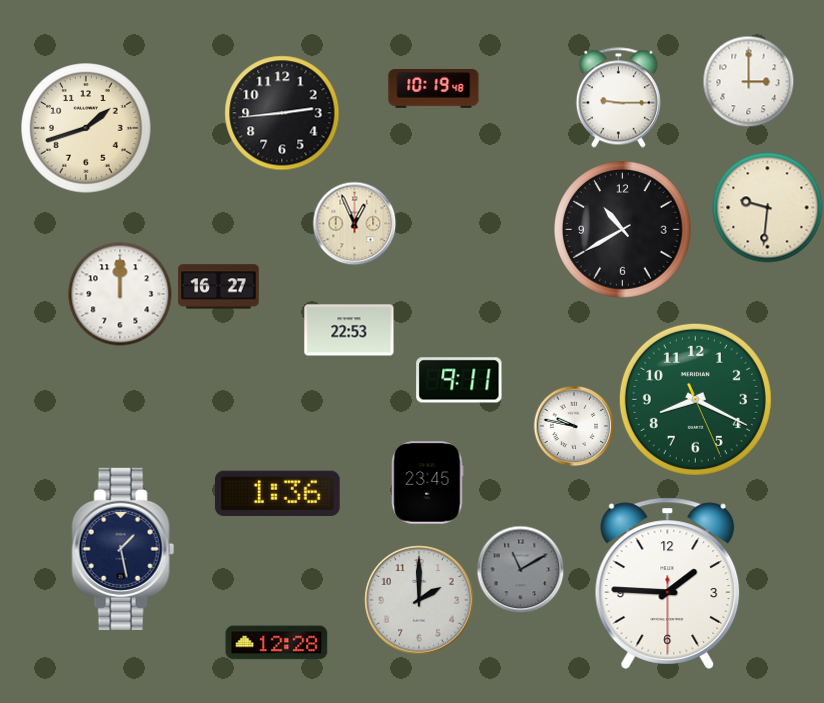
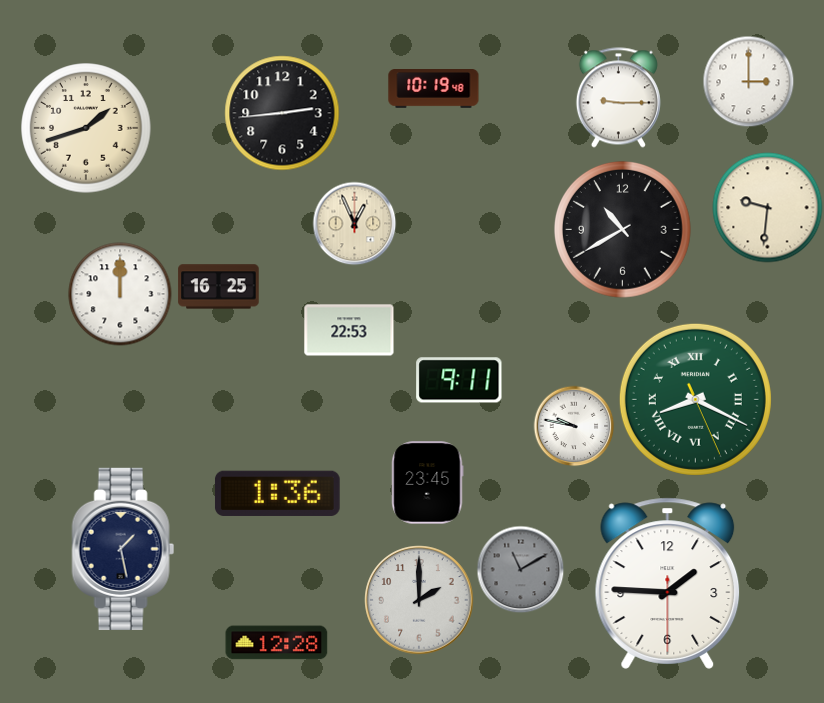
clock at (219, 287): 16:27 -> 16:25
clock at (695, 399) numerals: Arabic -> Roman
